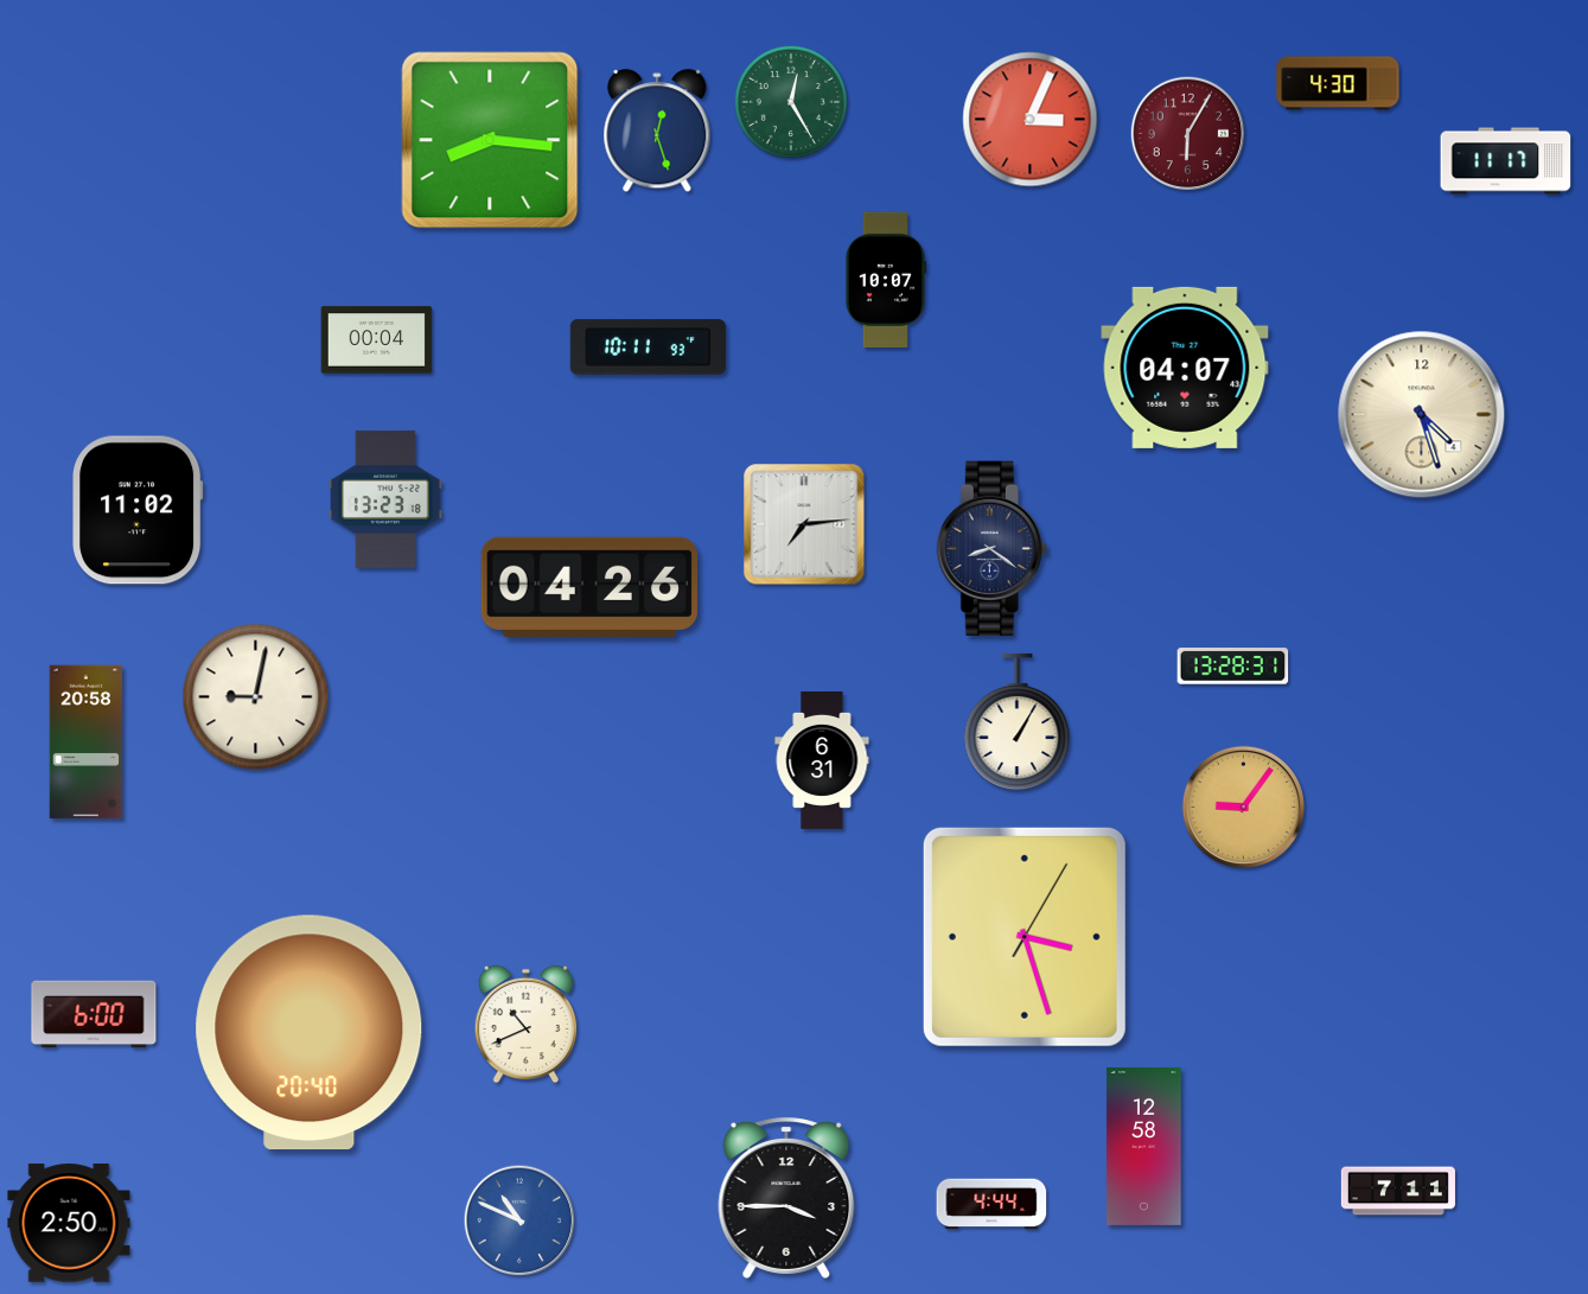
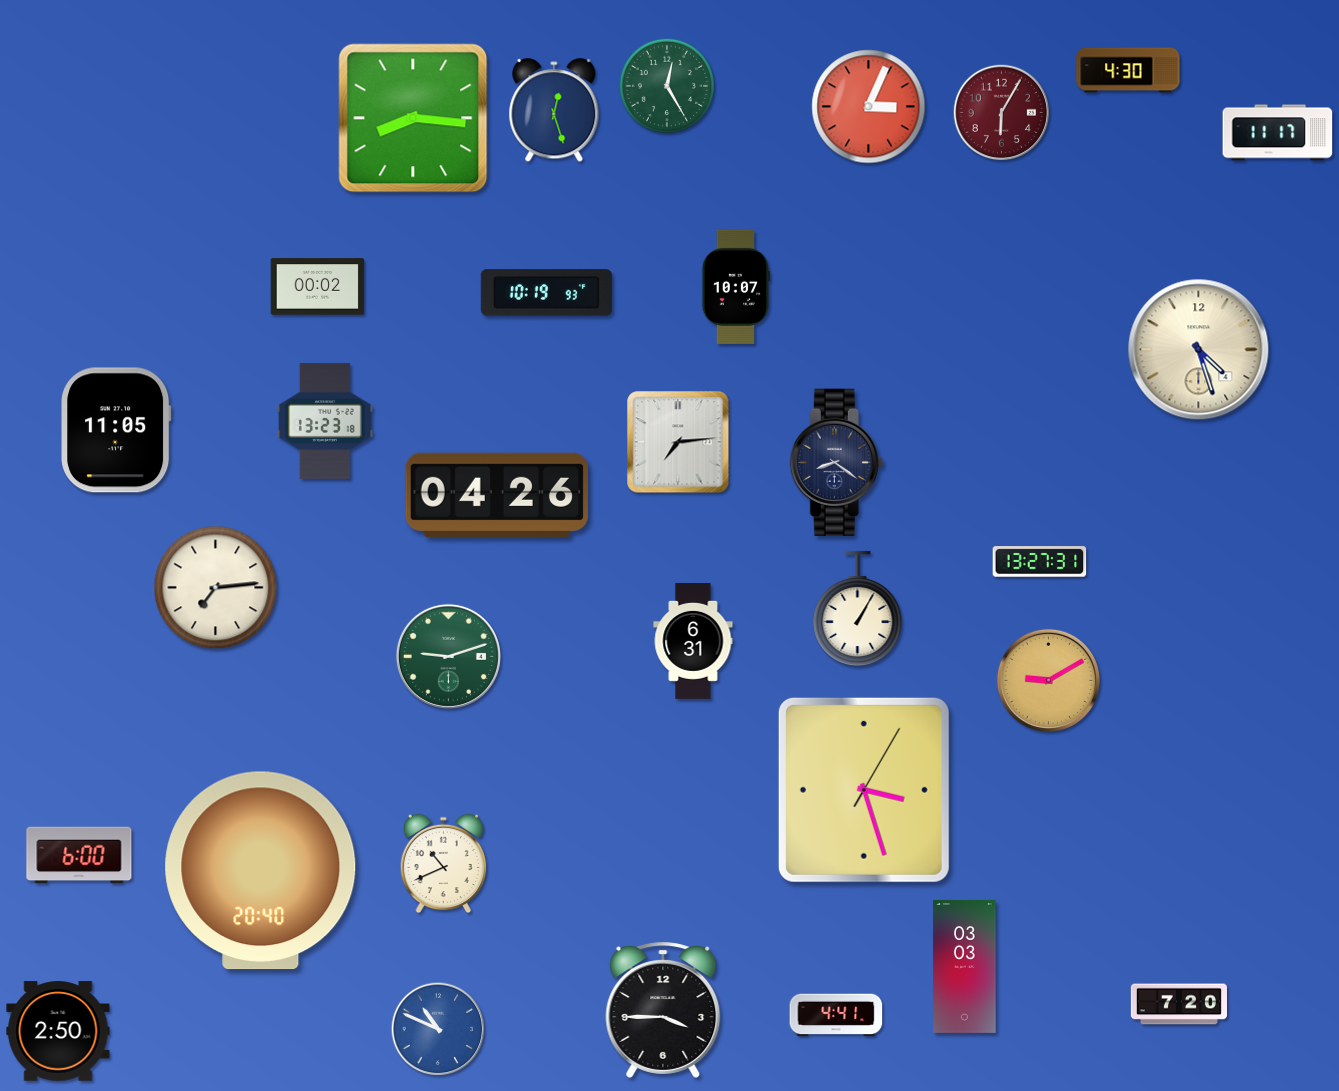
clock at (1031, 120) position: (1031, 120) -> (869, 107)
clock at (1506, 161) position: (1506, 161) -> (1278, 133)
clock at (886, 280) position: (886, 280) -> (736, 287)
clock at (377, 340): 00:04 -> 00:02
clock at (648, 348): 10:11 -> 10:19
clock at (1185, 368): 04:07 -> none
clock at (138, 510): 11:02 -> 11:05
clock at (1233, 667): 13:28 -> 13:27
clock at (256, 697): 9:02 -> 7:14
clock at (87, 742): 20:58 -> none
clock at (448, 656): none -> 9:12
clock at (1243, 807): 9:06 -> 9:10
clock at (1144, 1146): 12:58 -> 03:03
clock at (1398, 1191): 7:11 -> 7:20
clock at (991, 1204): 4:44 -> 4:41
